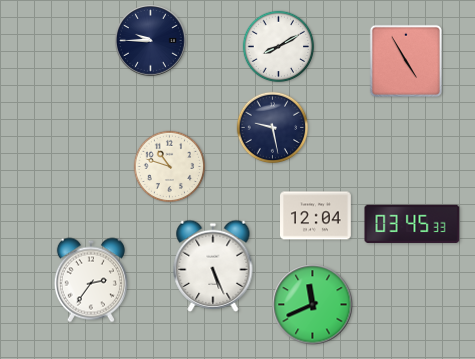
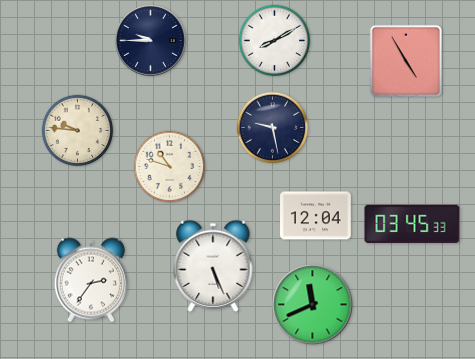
clock at (279, 47) position: (279, 47) -> (275, 41)
clock at (78, 131): none -> 9:46
